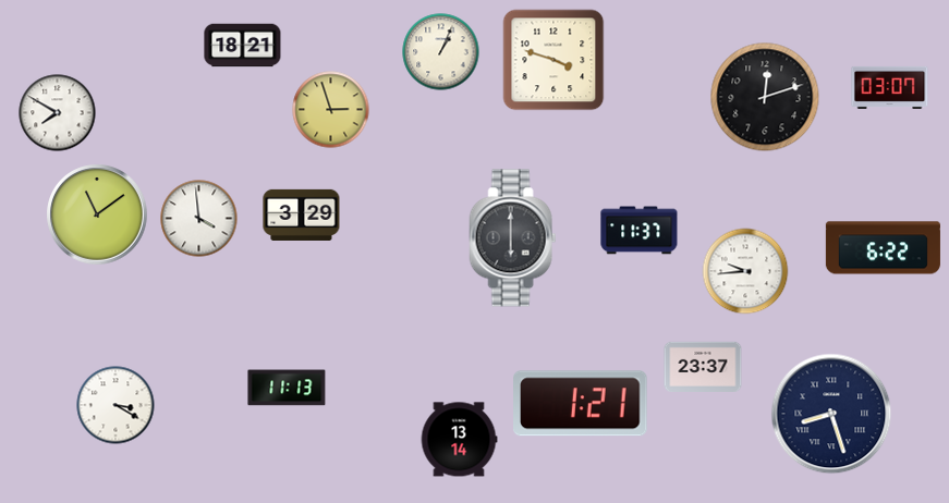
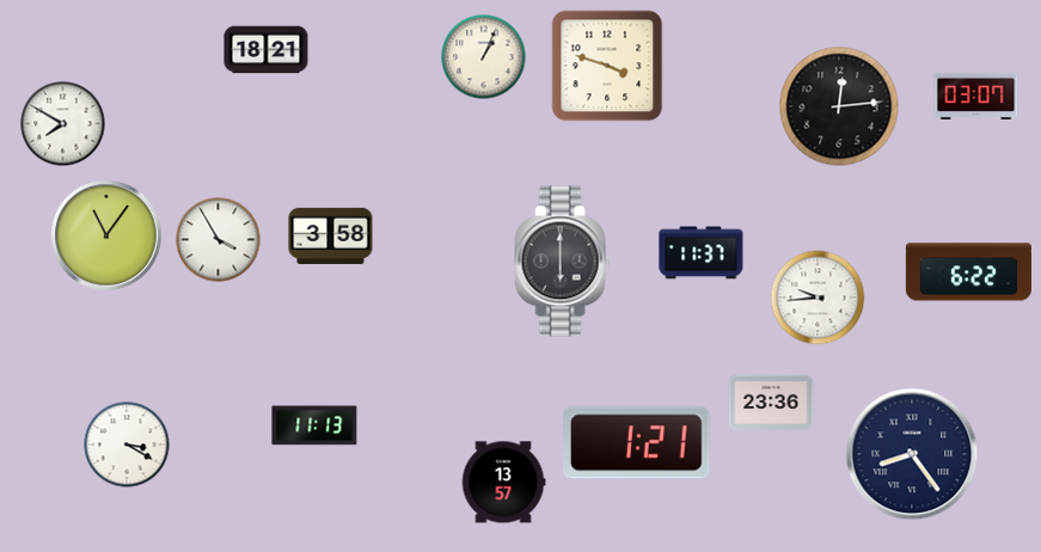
clock at (765, 97): 12:12 -> 12:14
clock at (331, 110): 2:57 -> none
clock at (97, 214): 11:09 -> 11:06
clock at (302, 214): 3:29 -> 3:58
clock at (199, 219): 3:59 -> 3:55
clock at (703, 366): 23:37 -> 23:36
clock at (831, 414): 8:27 -> 8:24
clock at (459, 440): 13:14 -> 13:57
